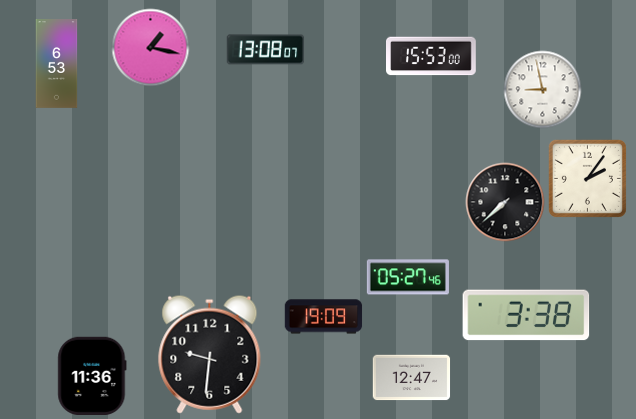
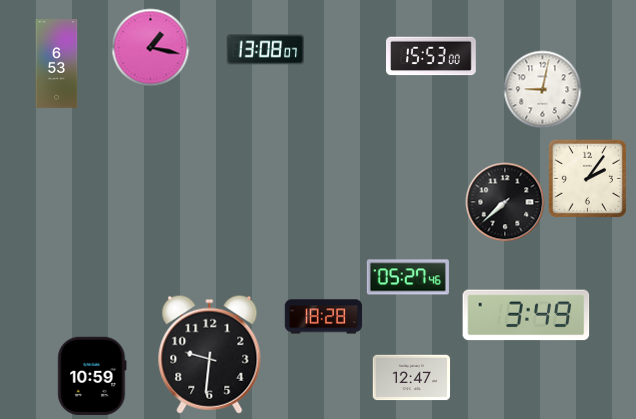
clock at (542, 89): 8:58 -> 9:02
clock at (526, 315): 3:38 -> 3:49
clock at (323, 317): 19:09 -> 18:28
clock at (92, 375): 11:36 -> 10:59
